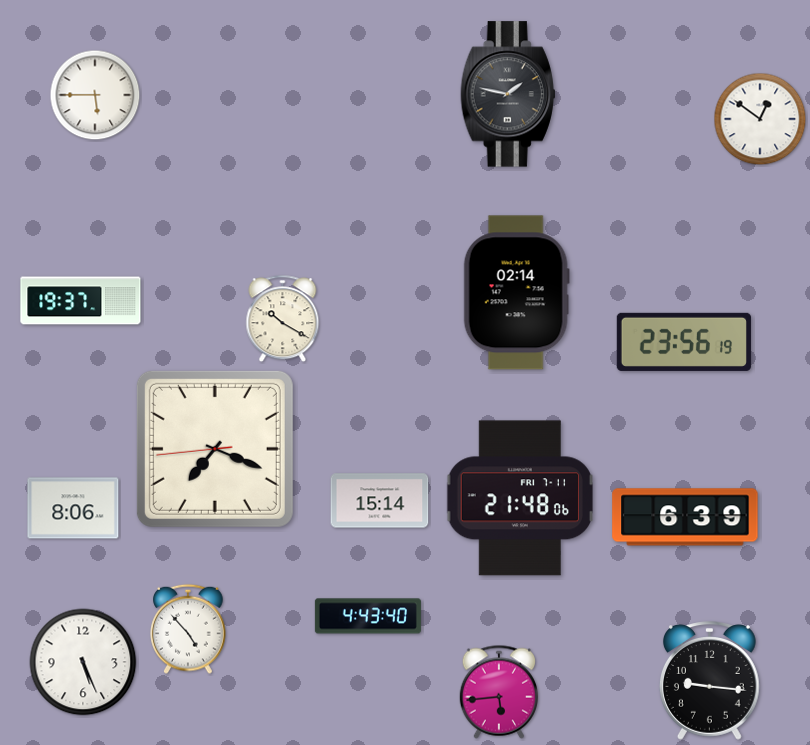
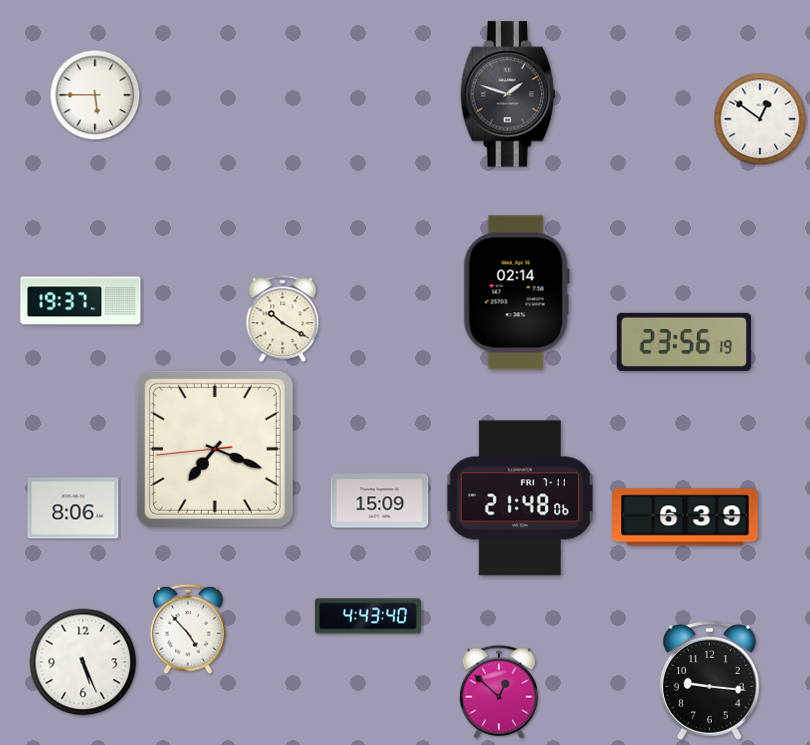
clock at (508, 94): 1:47 -> 1:48
clock at (380, 501): 15:14 -> 15:09
clock at (498, 692): 5:44 -> 12:52
